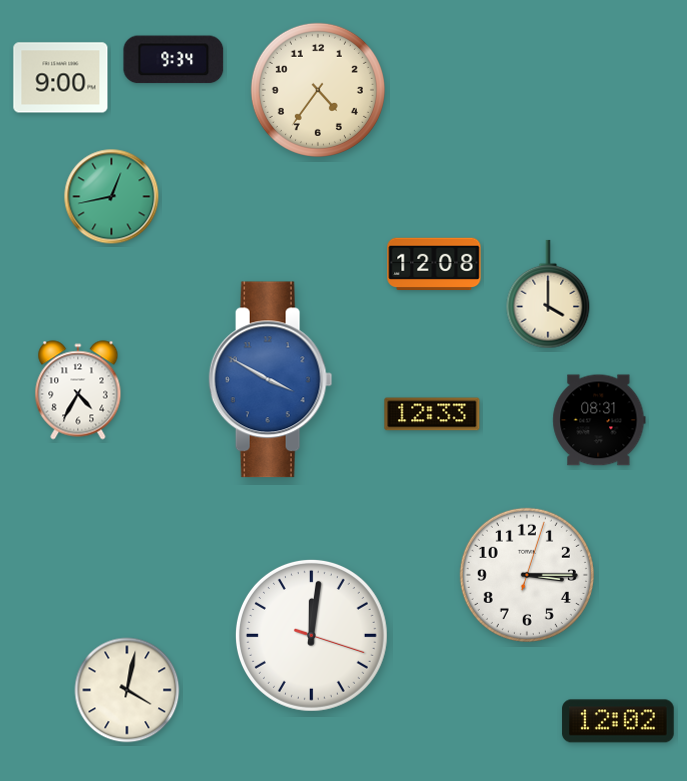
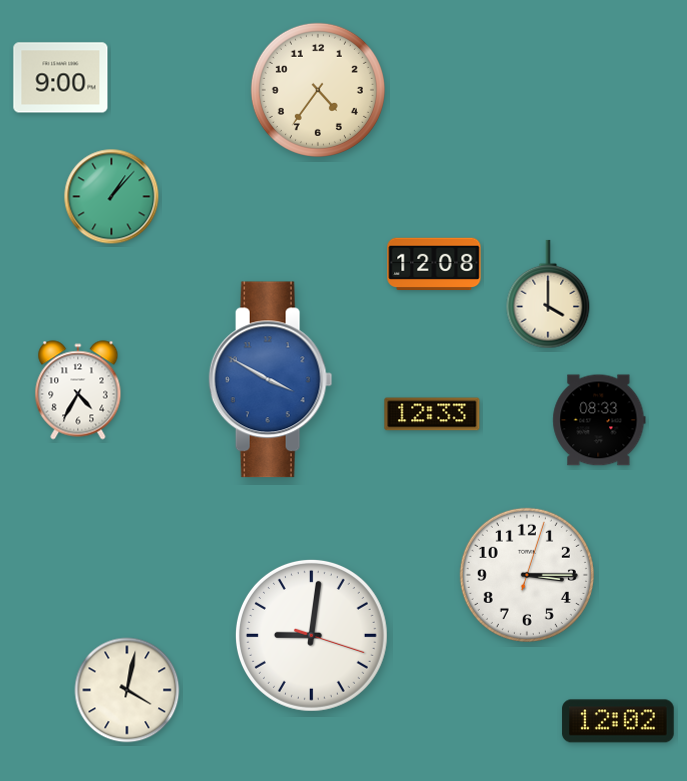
clock at (174, 60): 9:34 -> none
clock at (112, 197): 12:43 -> 1:07
clock at (599, 420): 08:31 -> 08:33
clock at (311, 635): 12:01 -> 9:01
